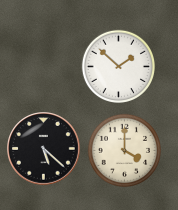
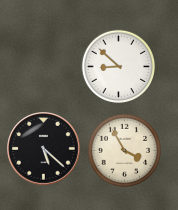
clock at (118, 66): 1:52 -> 8:52
clock at (124, 150): 4:00 -> 3:55
